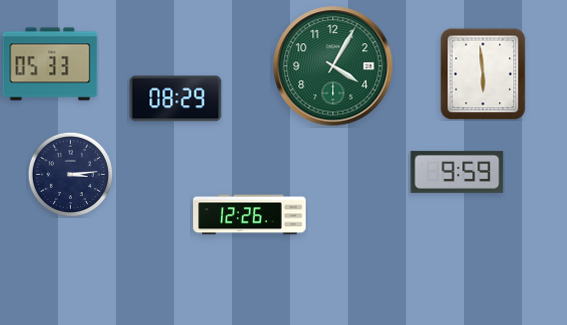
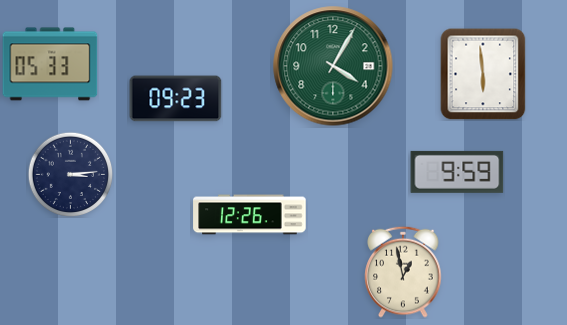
clock at (176, 99): 08:29 -> 09:23
clock at (403, 272): none -> 12:58
